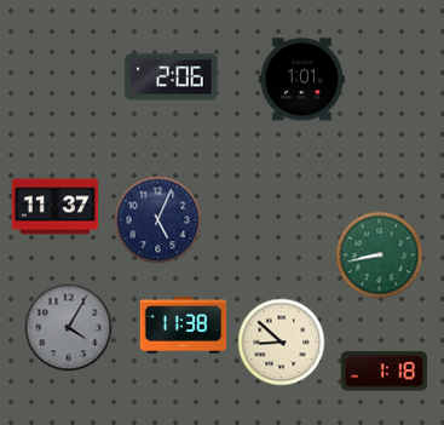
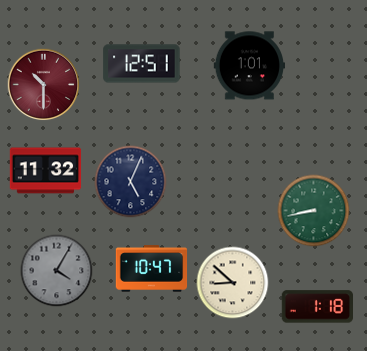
clock at (172, 77): 2:06 -> 12:51
clock at (44, 85): none -> 10:30
clock at (56, 207): 11:37 -> 11:32
clock at (184, 326): 11:38 -> 10:47
